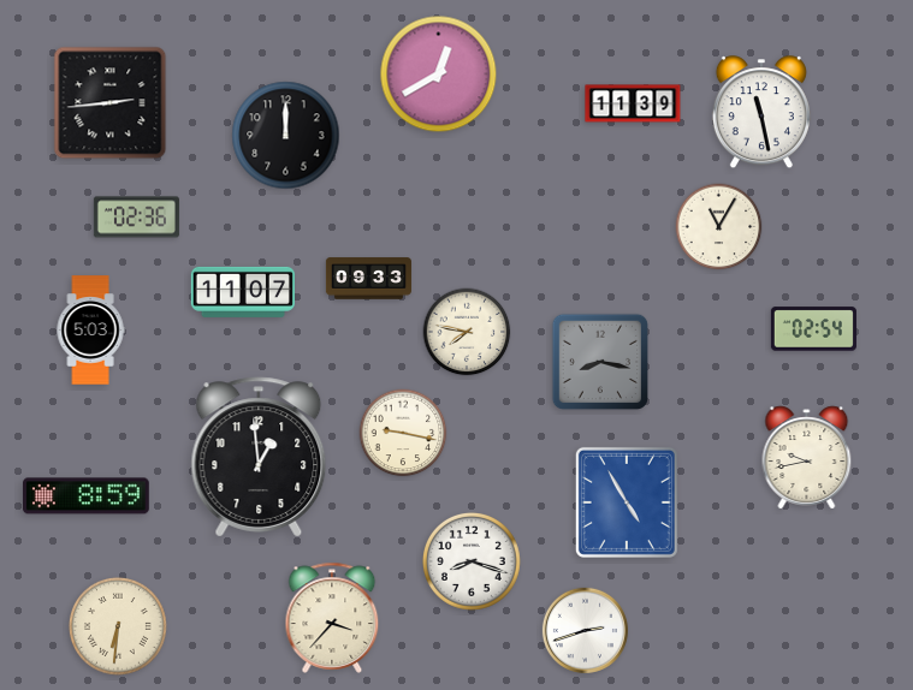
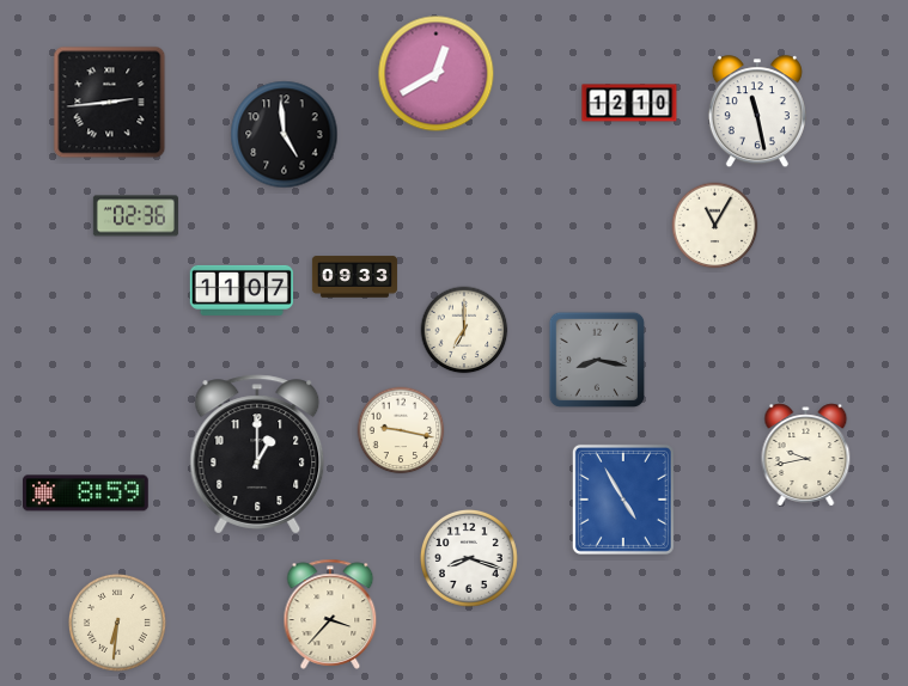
clock at (633, 103): 11:39 -> 12:10
clock at (286, 136): 12:00 -> 4:59
clock at (368, 279) position: (368, 279) -> (354, 277)
clock at (813, 329): 02:54 -> none
clock at (90, 331): 5:03 -> none
clock at (467, 332): 7:47 -> 7:00
clock at (259, 457): 12:59 -> 1:00
clock at (807, 458) position: (807, 458) -> (806, 455)
clock at (585, 630): 2:42 -> none
